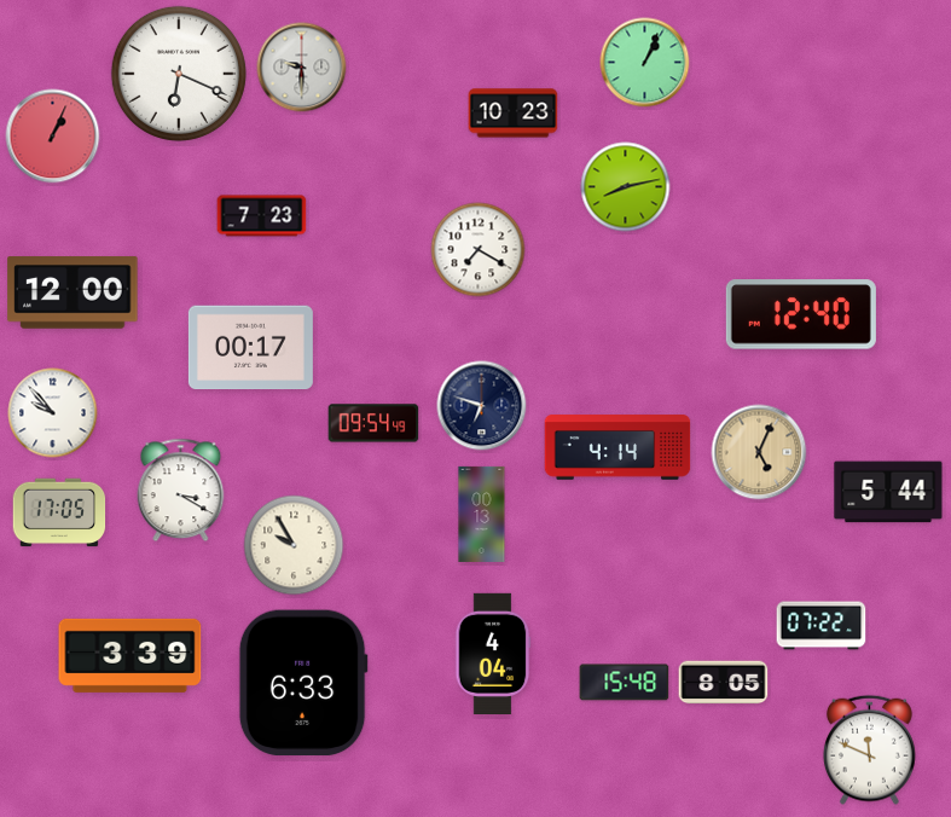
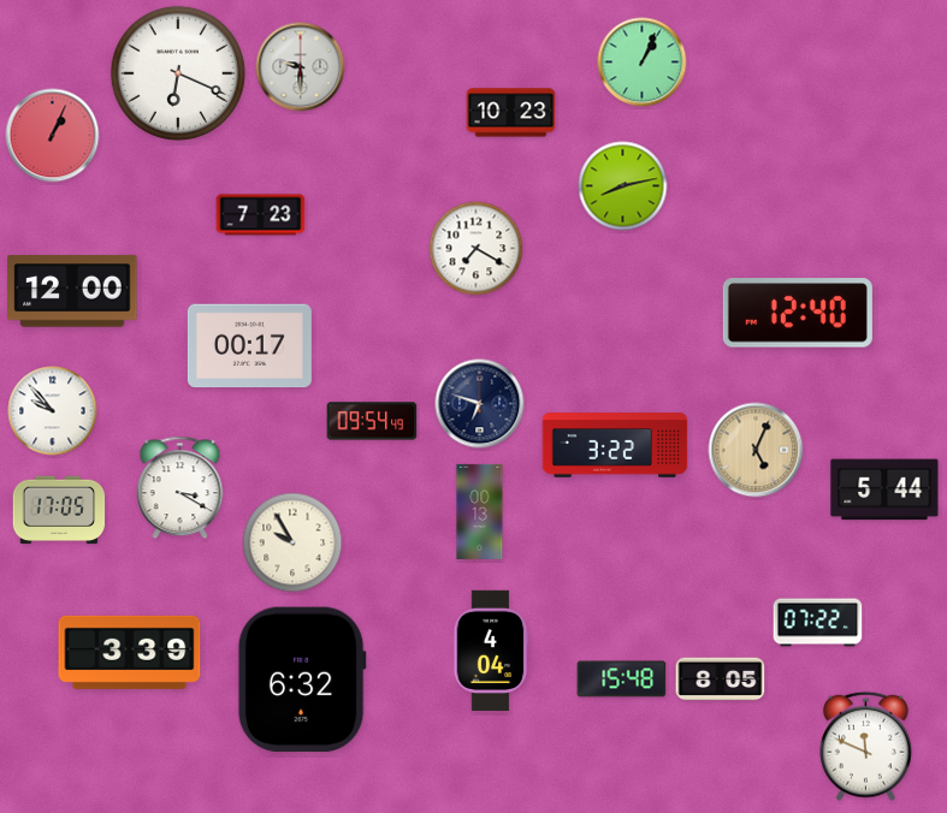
clock at (617, 447): 4:14 -> 3:22
clock at (303, 683): 6:33 -> 6:32
